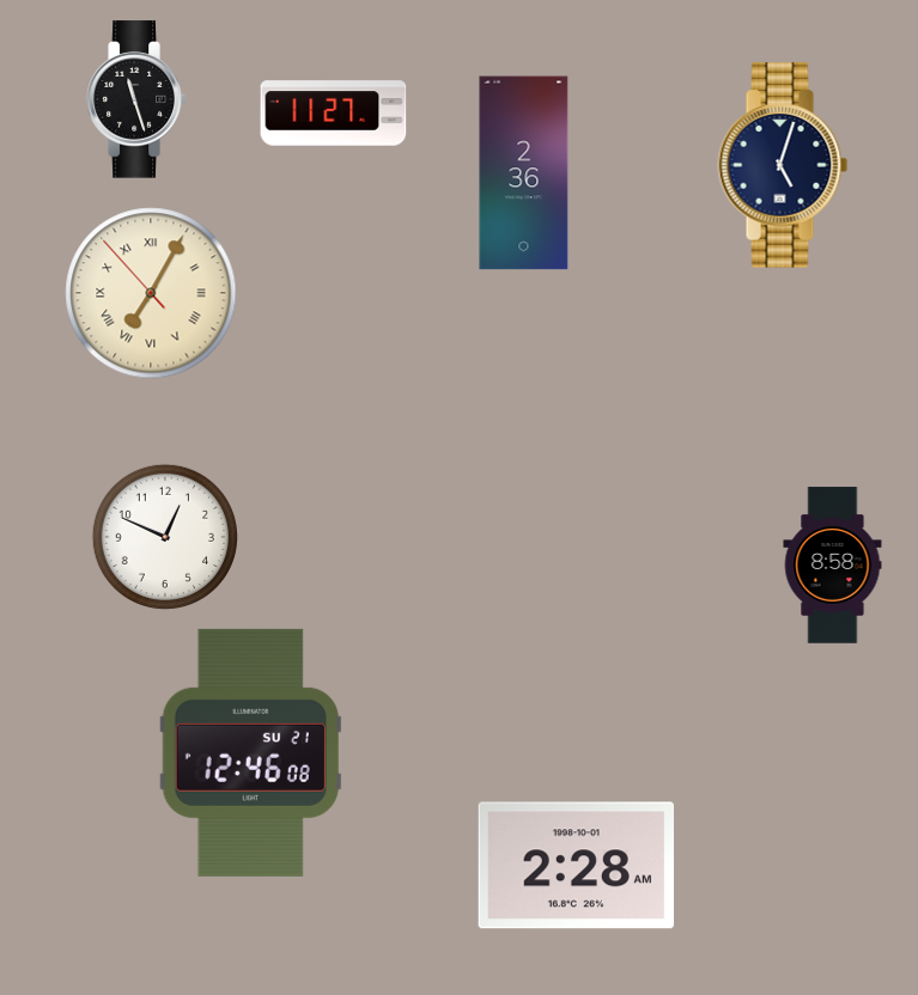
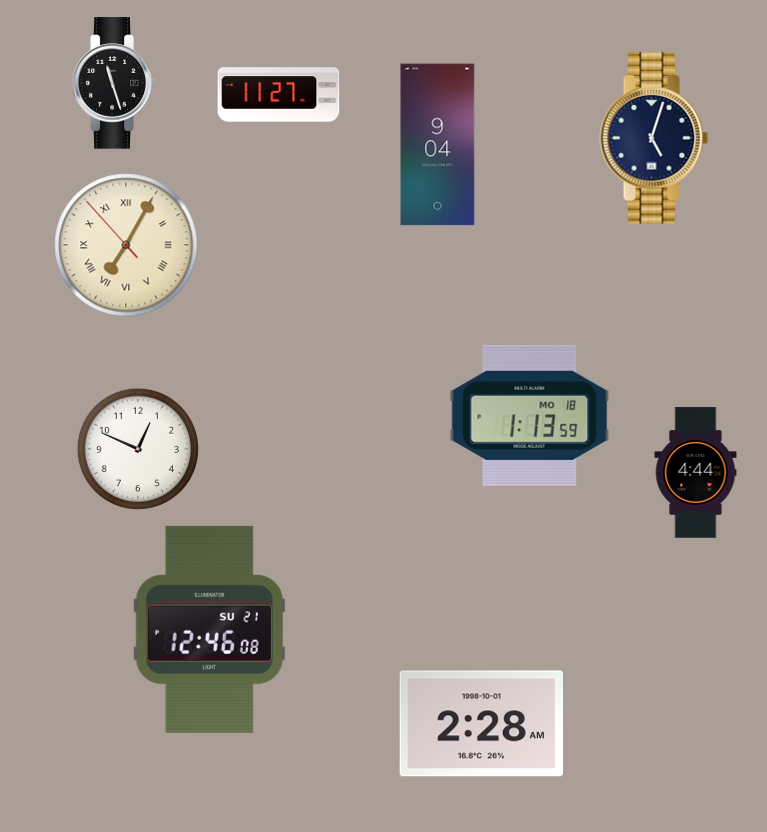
clock at (524, 173): 2:36 -> 9:04
clock at (530, 415): none -> 1:13
clock at (833, 566): 8:58 -> 4:44
